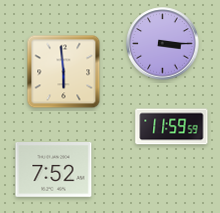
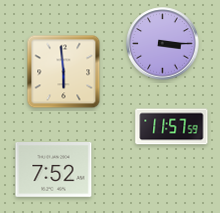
clock at (172, 127): 11:59 -> 11:57
